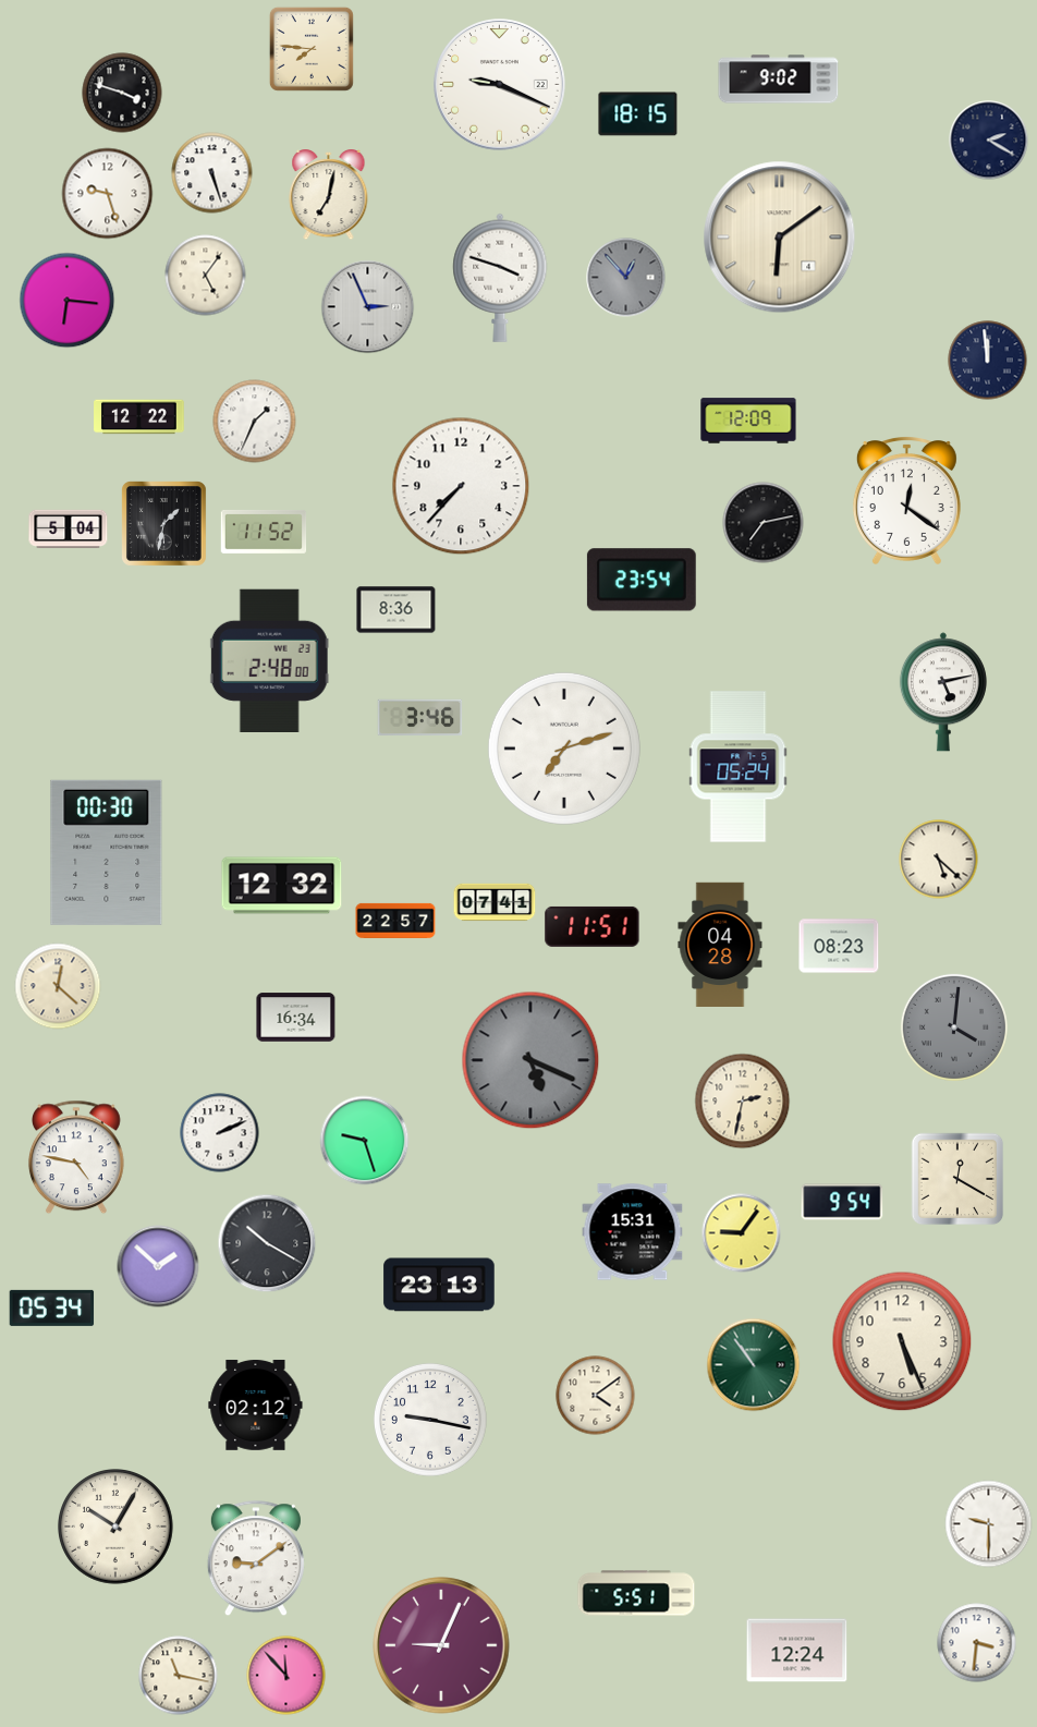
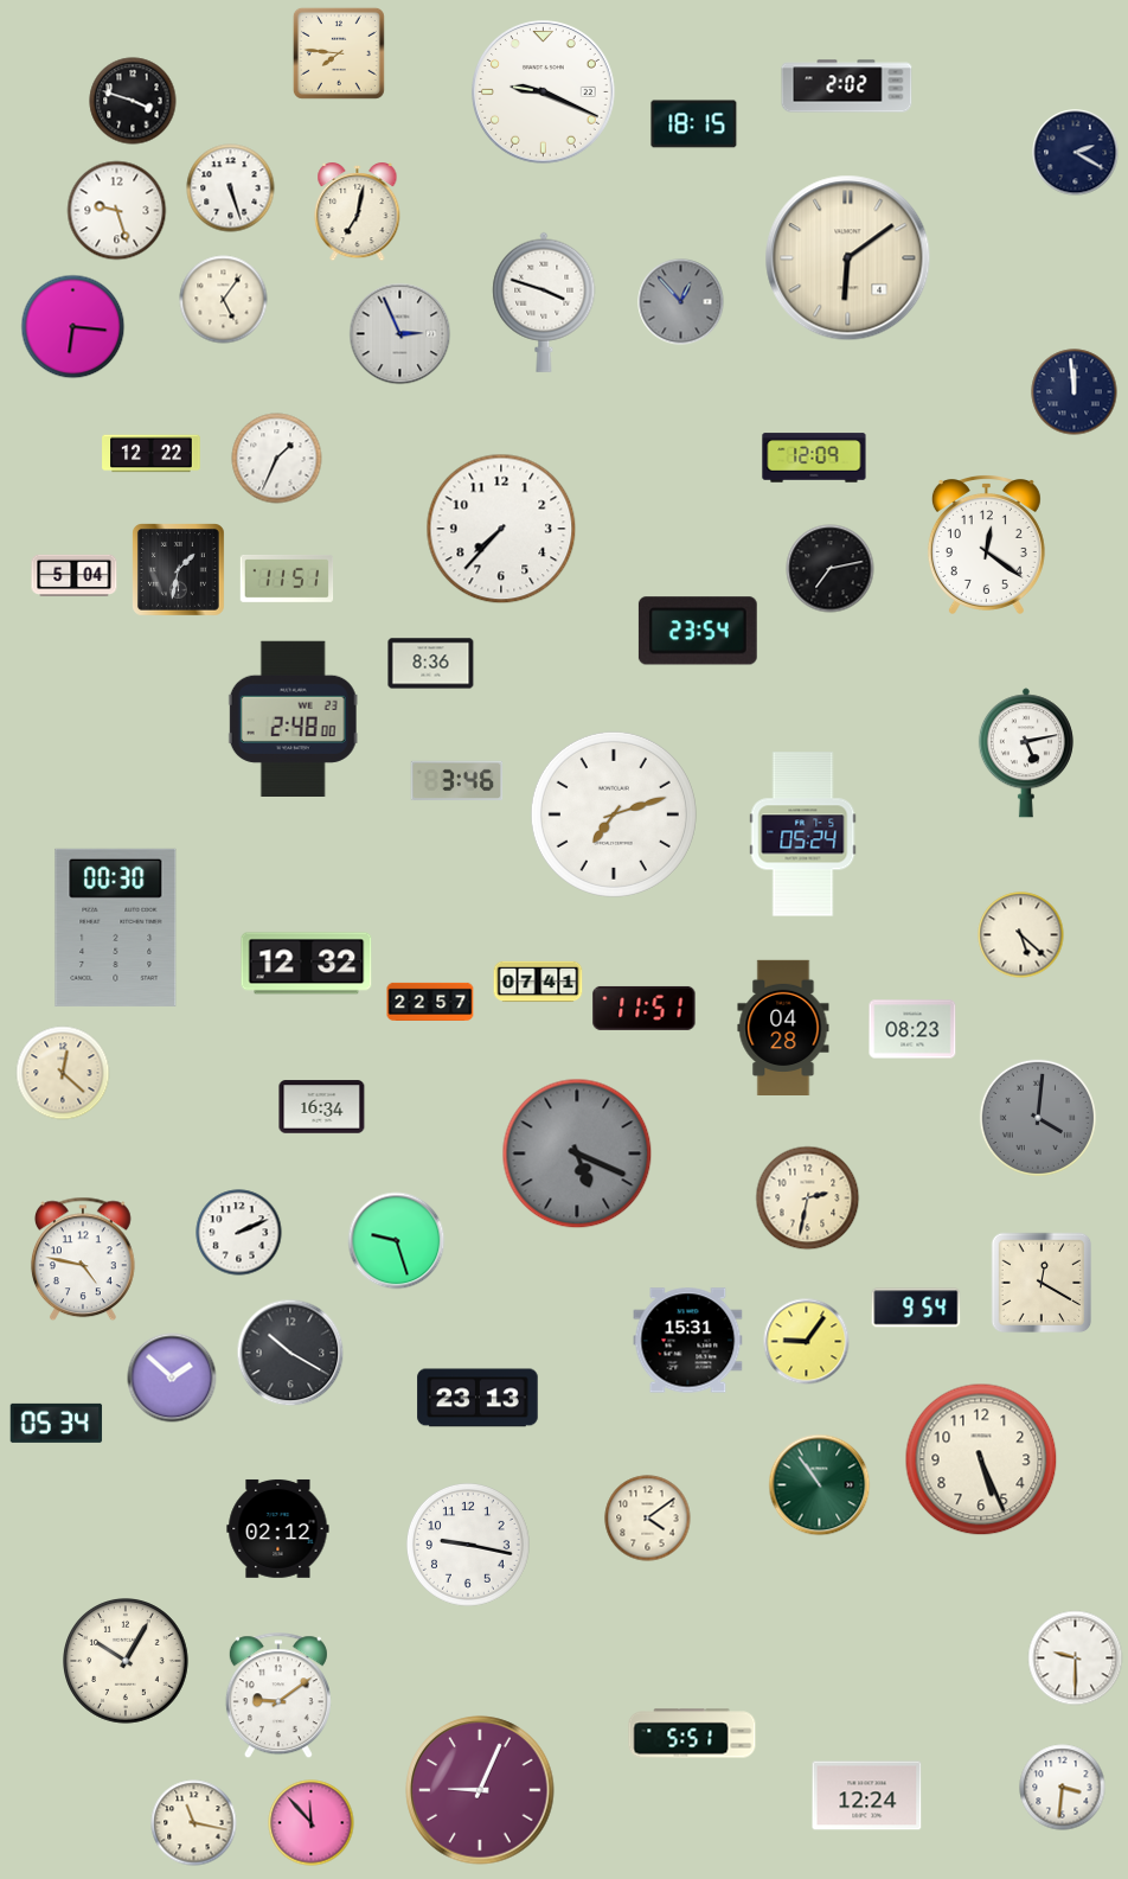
clock at (779, 80): 9:02 -> 2:02
clock at (264, 532): 11:52 -> 11:51
